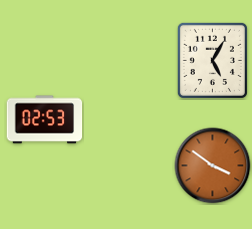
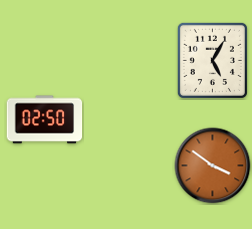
clock at (45, 120): 02:53 -> 02:50
